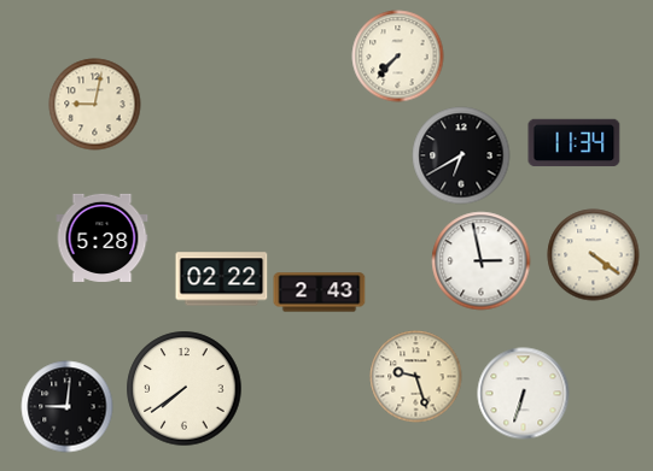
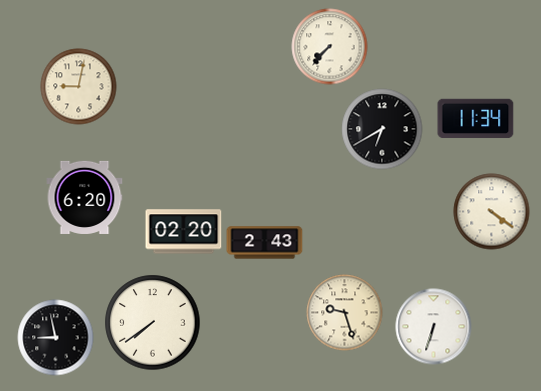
clock at (103, 237): 5:28 -> 6:20
clock at (482, 261): 2:58 -> none
clock at (222, 279): 02:22 -> 02:20
clock at (68, 407): 9:01 -> 8:58
